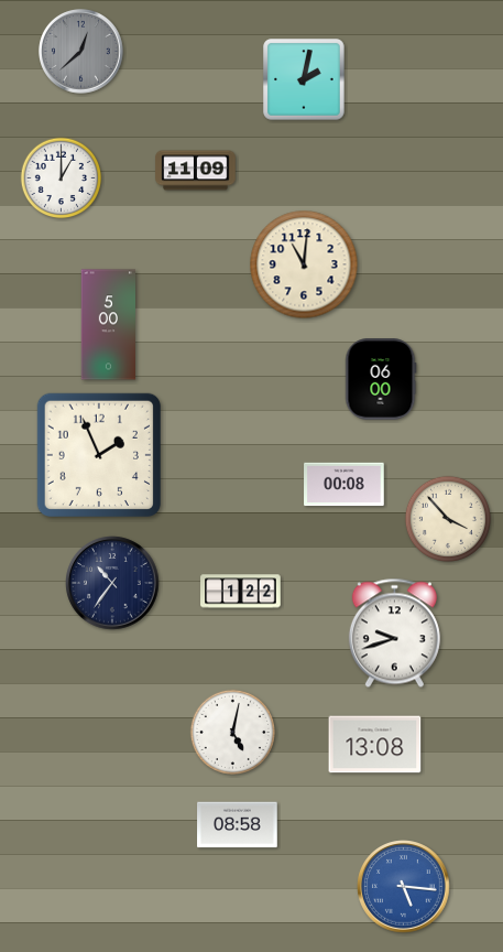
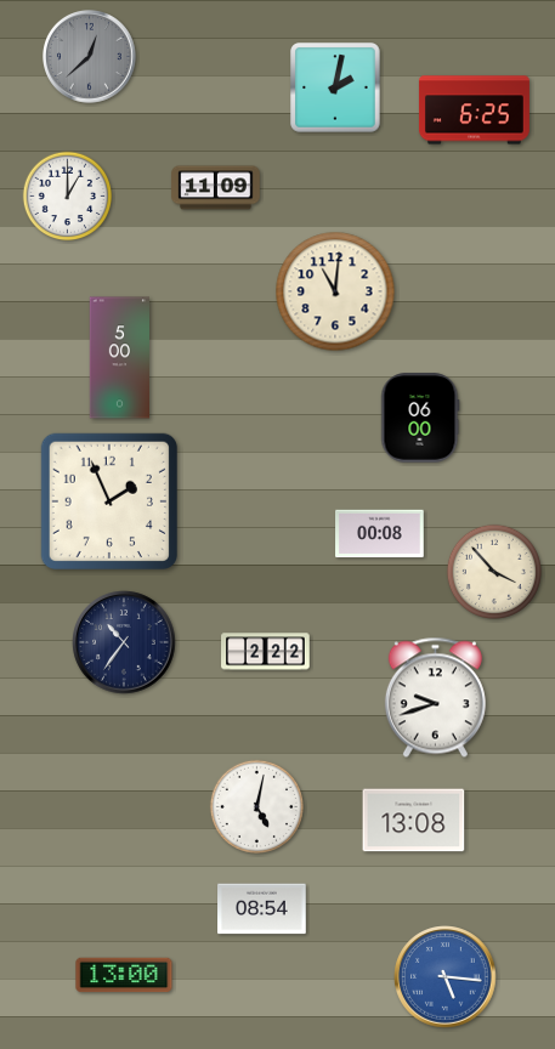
clock at (474, 110): none -> 6:25
clock at (241, 592): 1:22 -> 2:22
clock at (238, 825): 08:58 -> 08:54
clock at (124, 975): none -> 13:00
